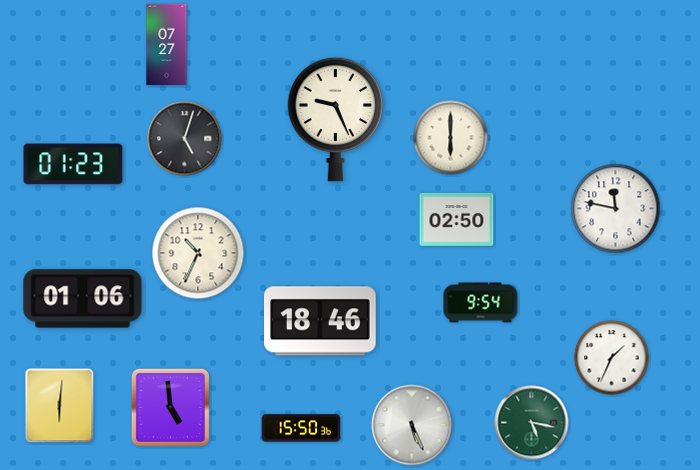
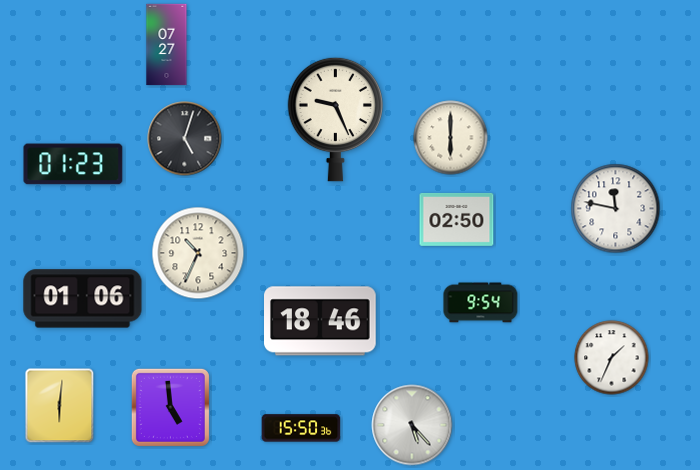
clock at (532, 423): 5:17 -> none
clock at (412, 425): 5:26 -> 5:23
